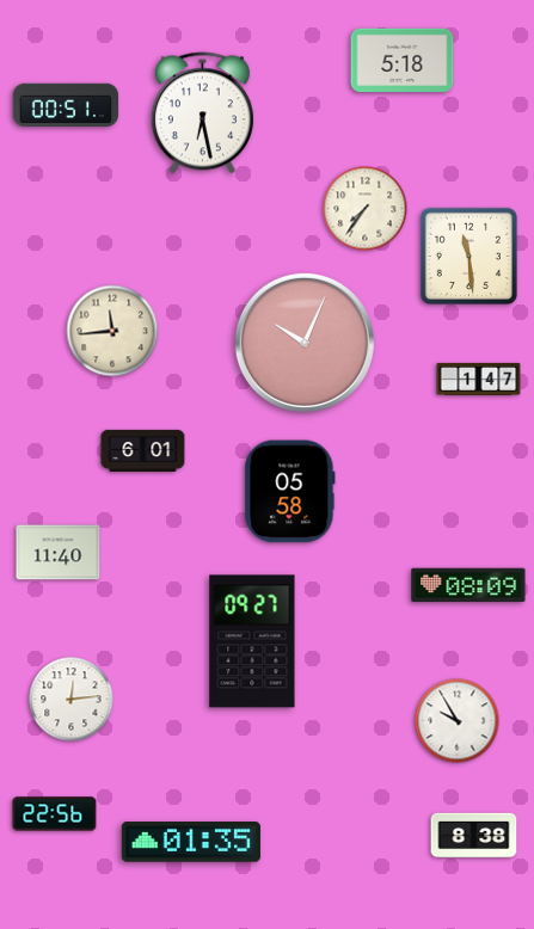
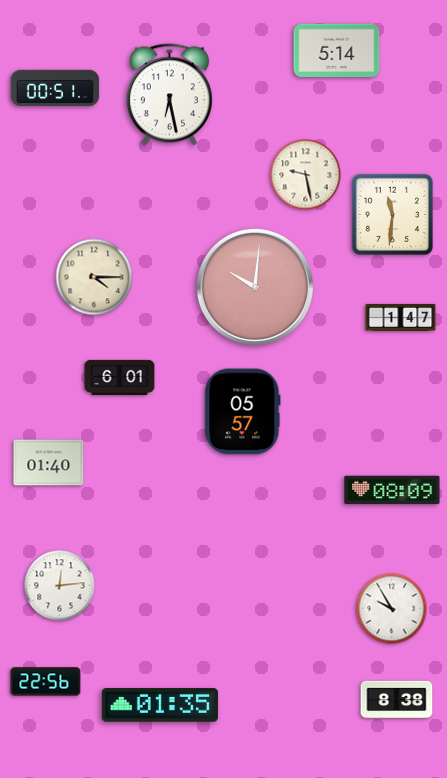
clock at (403, 60): 5:18 -> 5:14
clock at (366, 209): 7:36 -> 9:28
clock at (468, 256): 11:29 -> 11:31
clock at (112, 331): 11:44 -> 4:15
clock at (305, 343): 10:04 -> 10:01
clock at (290, 492): 05:58 -> 05:57
clock at (59, 553): 11:40 -> 01:40
clock at (252, 641): 09:27 -> none
clock at (458, 721) position: (458, 721) -> (392, 609)
